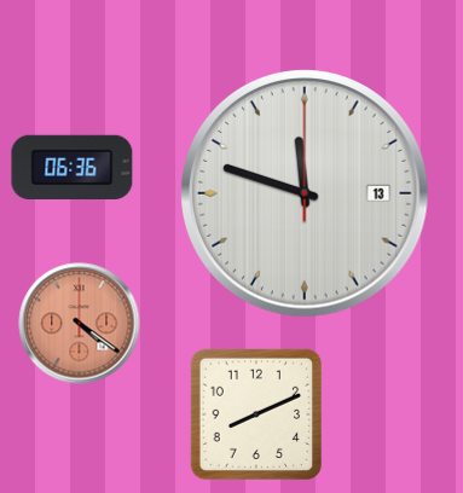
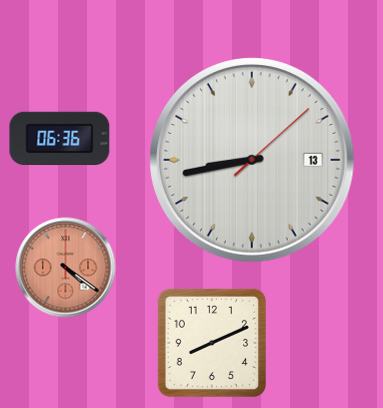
clock at (306, 195): 11:48 -> 8:43
